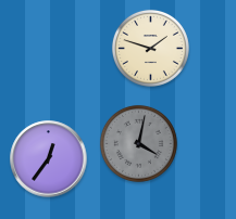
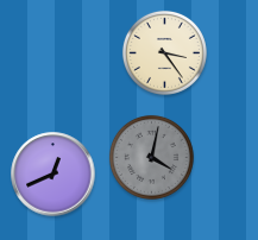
clock at (150, 48): 1:48 -> 3:24
clock at (49, 159): 12:36 -> 12:41
